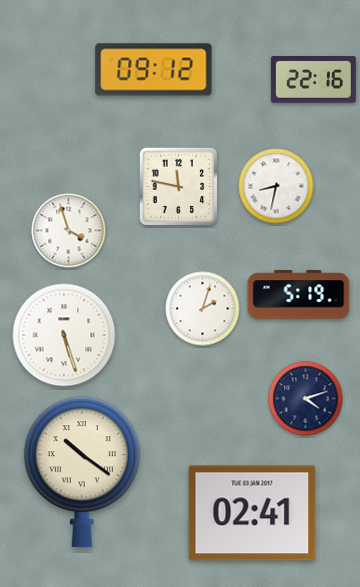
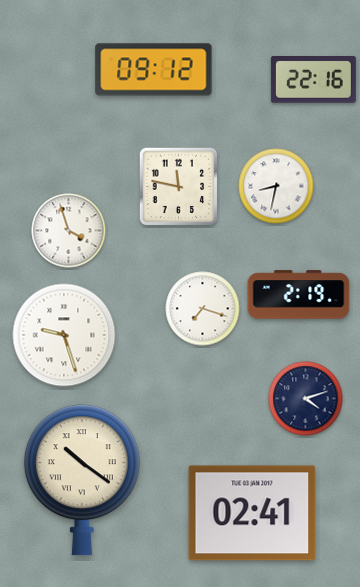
clock at (299, 295): 5:19 -> 2:19
clock at (203, 309): 2:03 -> 7:18
clock at (64, 335): 5:27 -> 9:27
clock at (82, 472) position: (82, 472) -> (82, 480)
